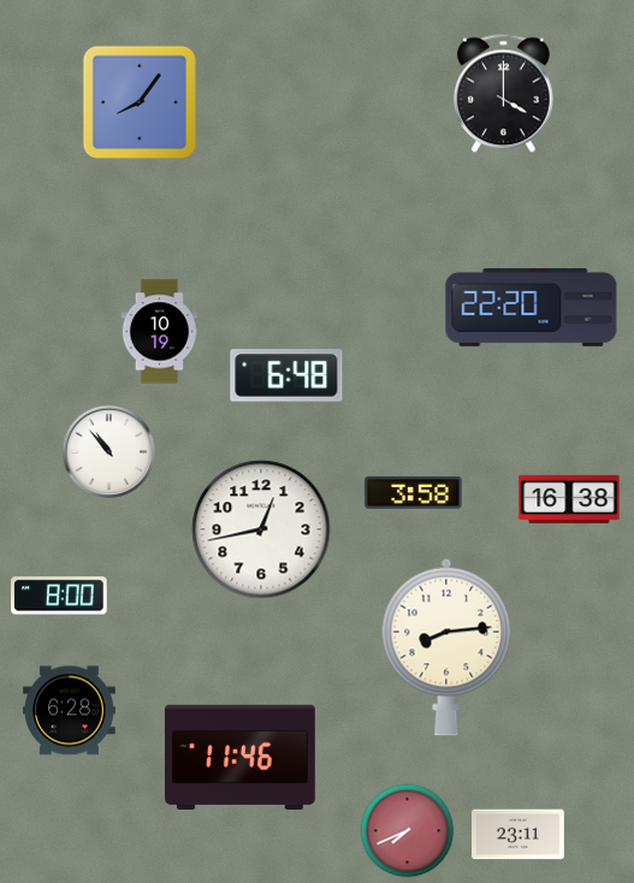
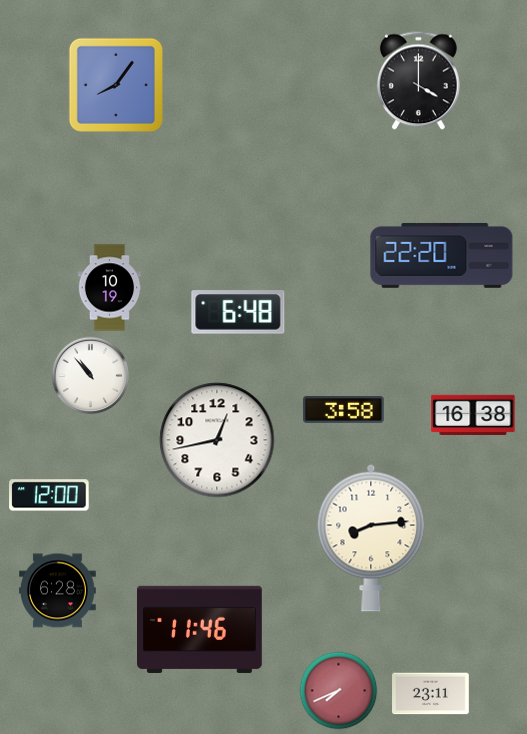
clock at (504, 93) position: (504, 93) -> (419, 80)
clock at (160, 332) position: (160, 332) -> (110, 288)
clock at (59, 595): 8:00 -> 12:00
